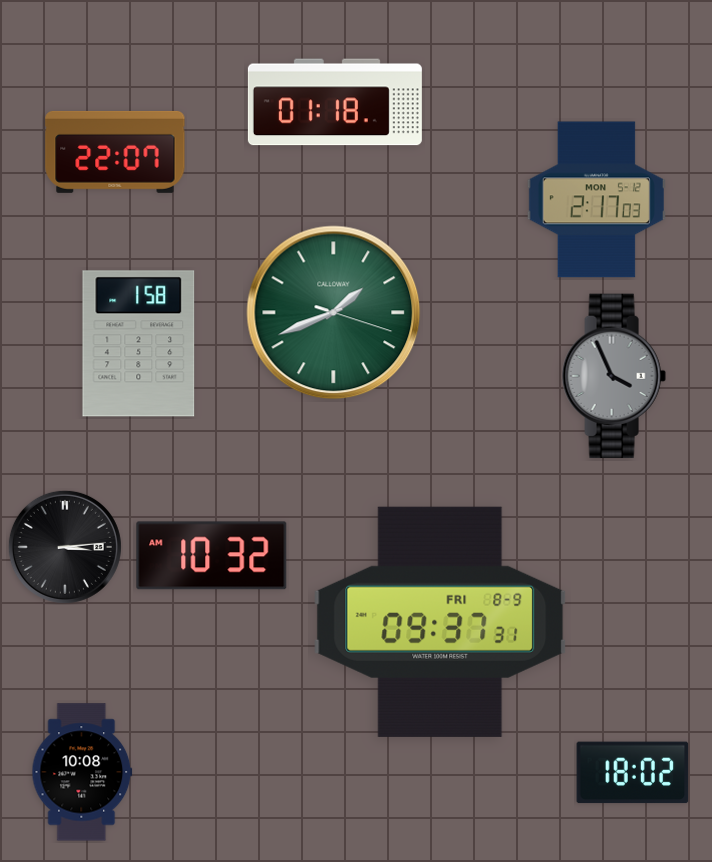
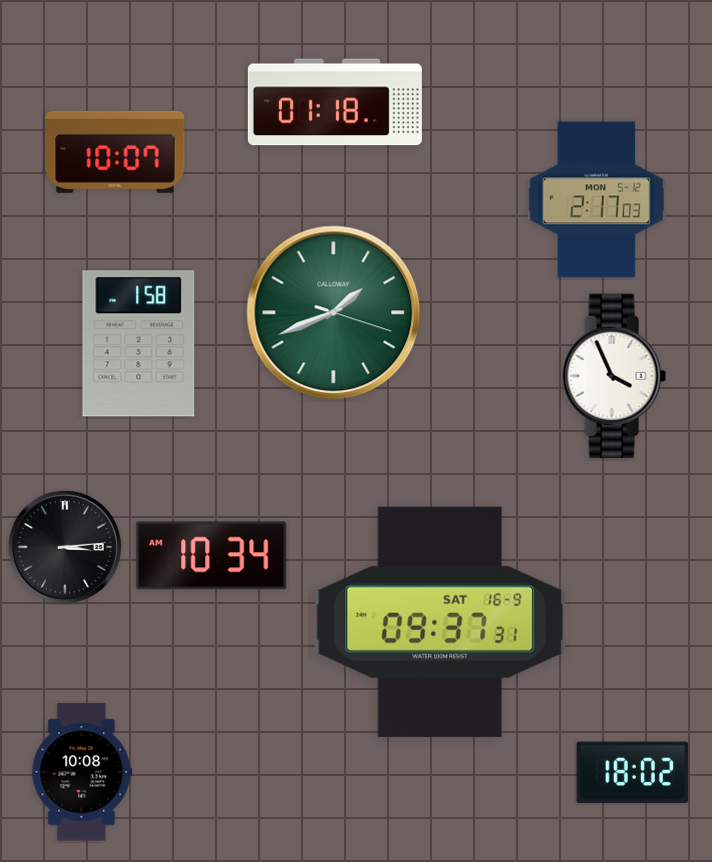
clock at (115, 152): 22:07 -> 10:07
clock at (614, 376) dial: grey -> white
clock at (212, 556): 10:32 -> 10:34
clock at (440, 622) date: FRI 8-9 -> SAT 16-9
